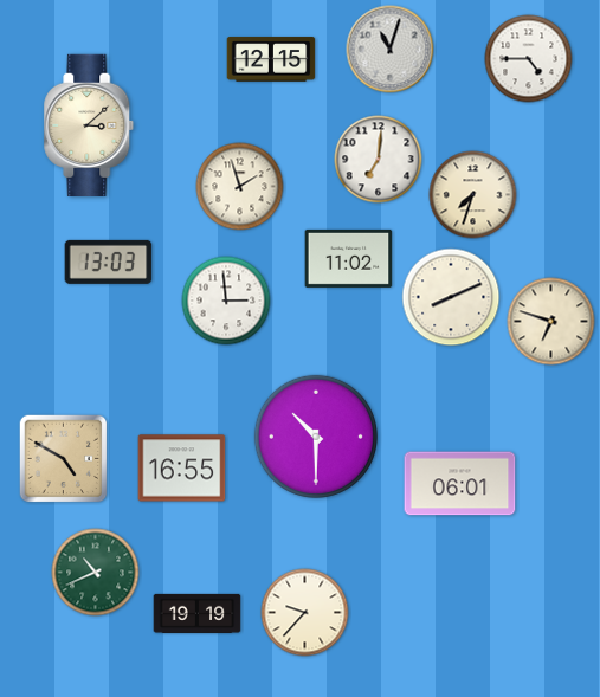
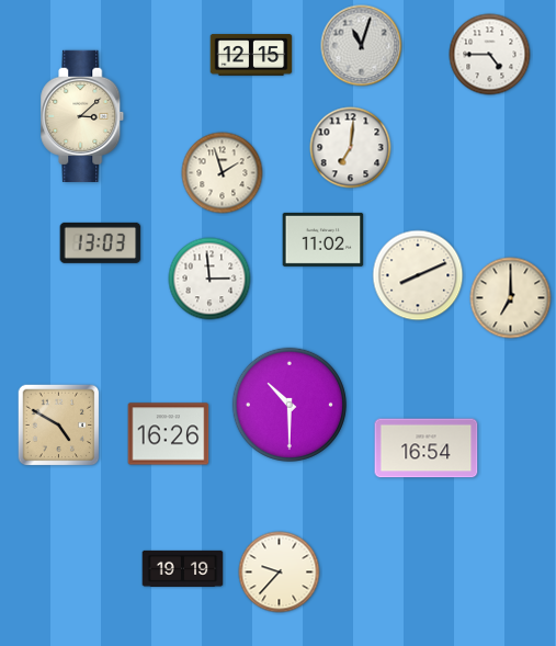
clock at (473, 195): 7:33 -> none
clock at (551, 322): 6:48 -> 7:00
clock at (316, 437) position: (316, 437) -> (290, 405)
clock at (182, 469): 16:55 -> 16:26
clock at (460, 484): 06:01 -> 16:54
clock at (96, 573): 10:41 -> none
clock at (305, 613) position: (305, 613) -> (280, 573)
